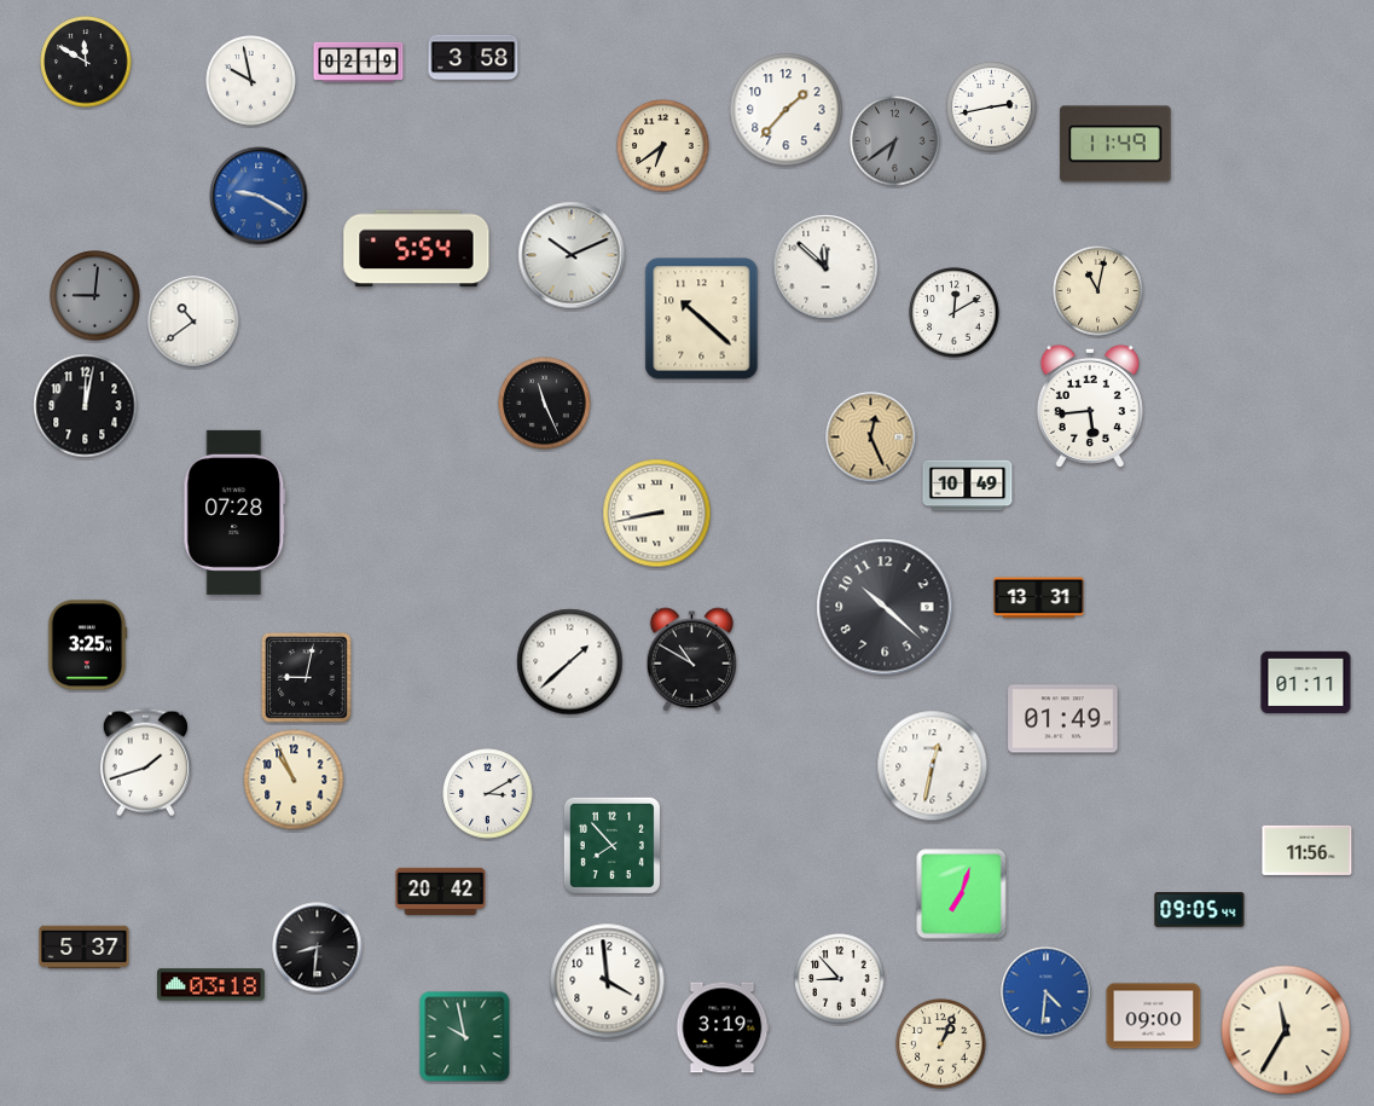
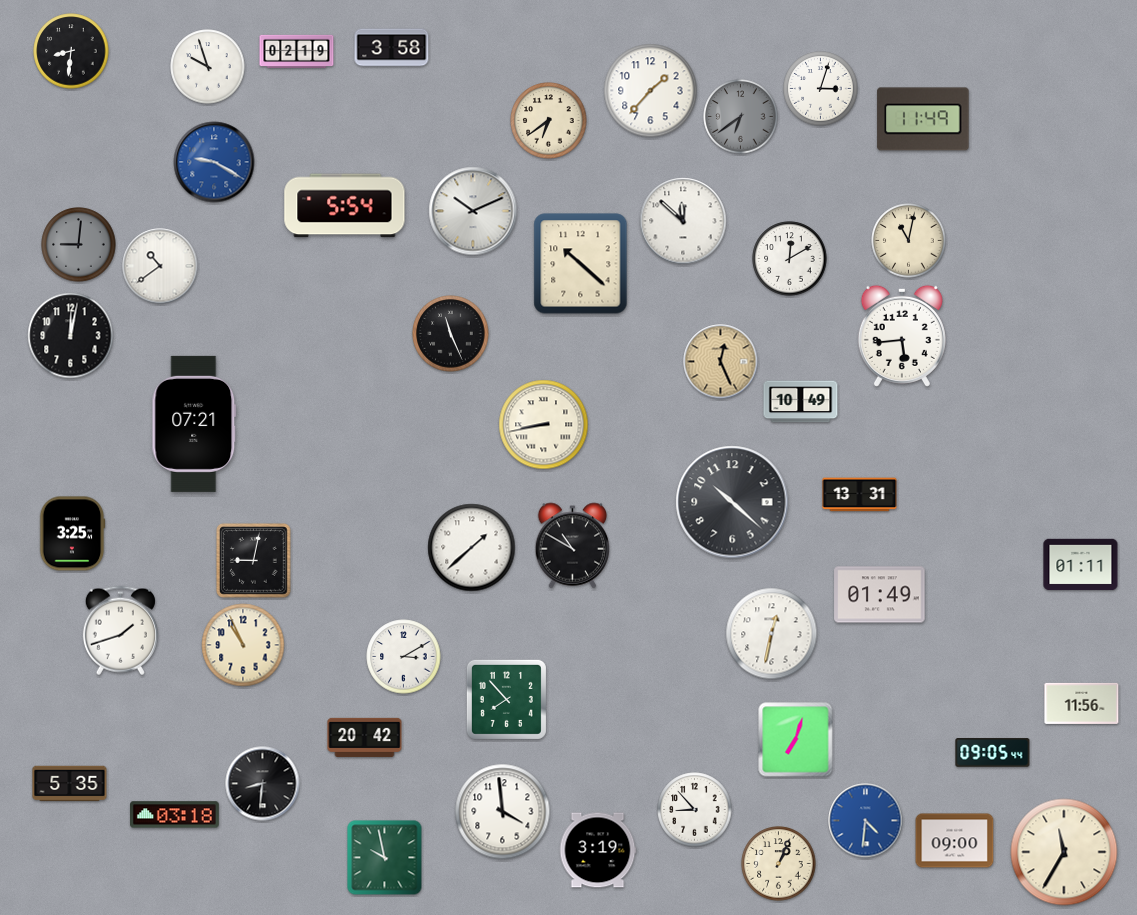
clock at (86, 62): 11:50 -> 8:31
clock at (251, 81): 9:58 -> 9:57
clock at (992, 108): 2:43 -> 3:03
clock at (234, 513): 07:28 -> 07:21
clock at (85, 948): 5:37 -> 5:35
